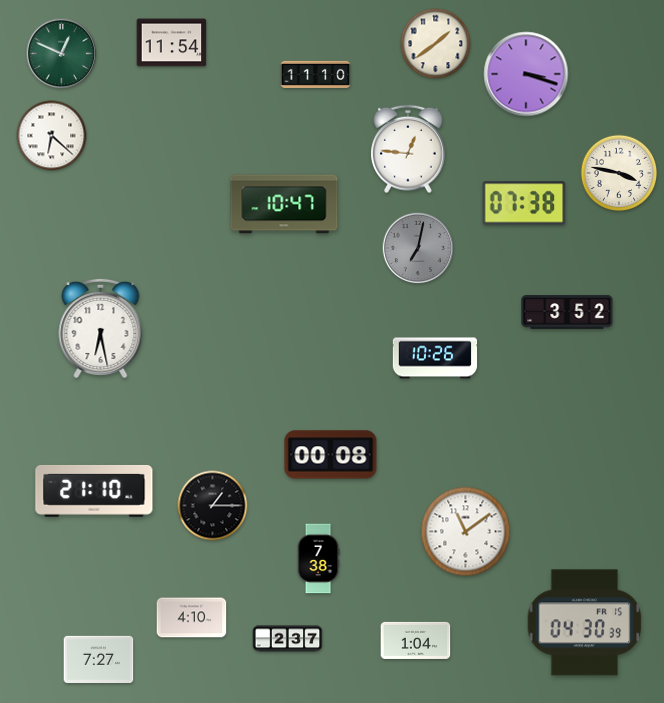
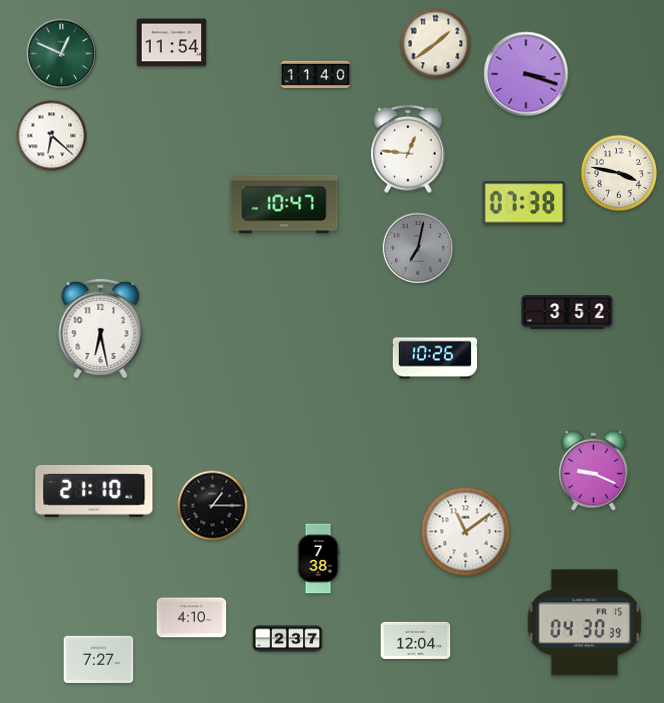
clock at (316, 74): 11:10 -> 11:40
clock at (331, 455): 00:08 -> none
clock at (594, 470): none -> 9:19
clock at (416, 640): 1:04 -> 12:04
